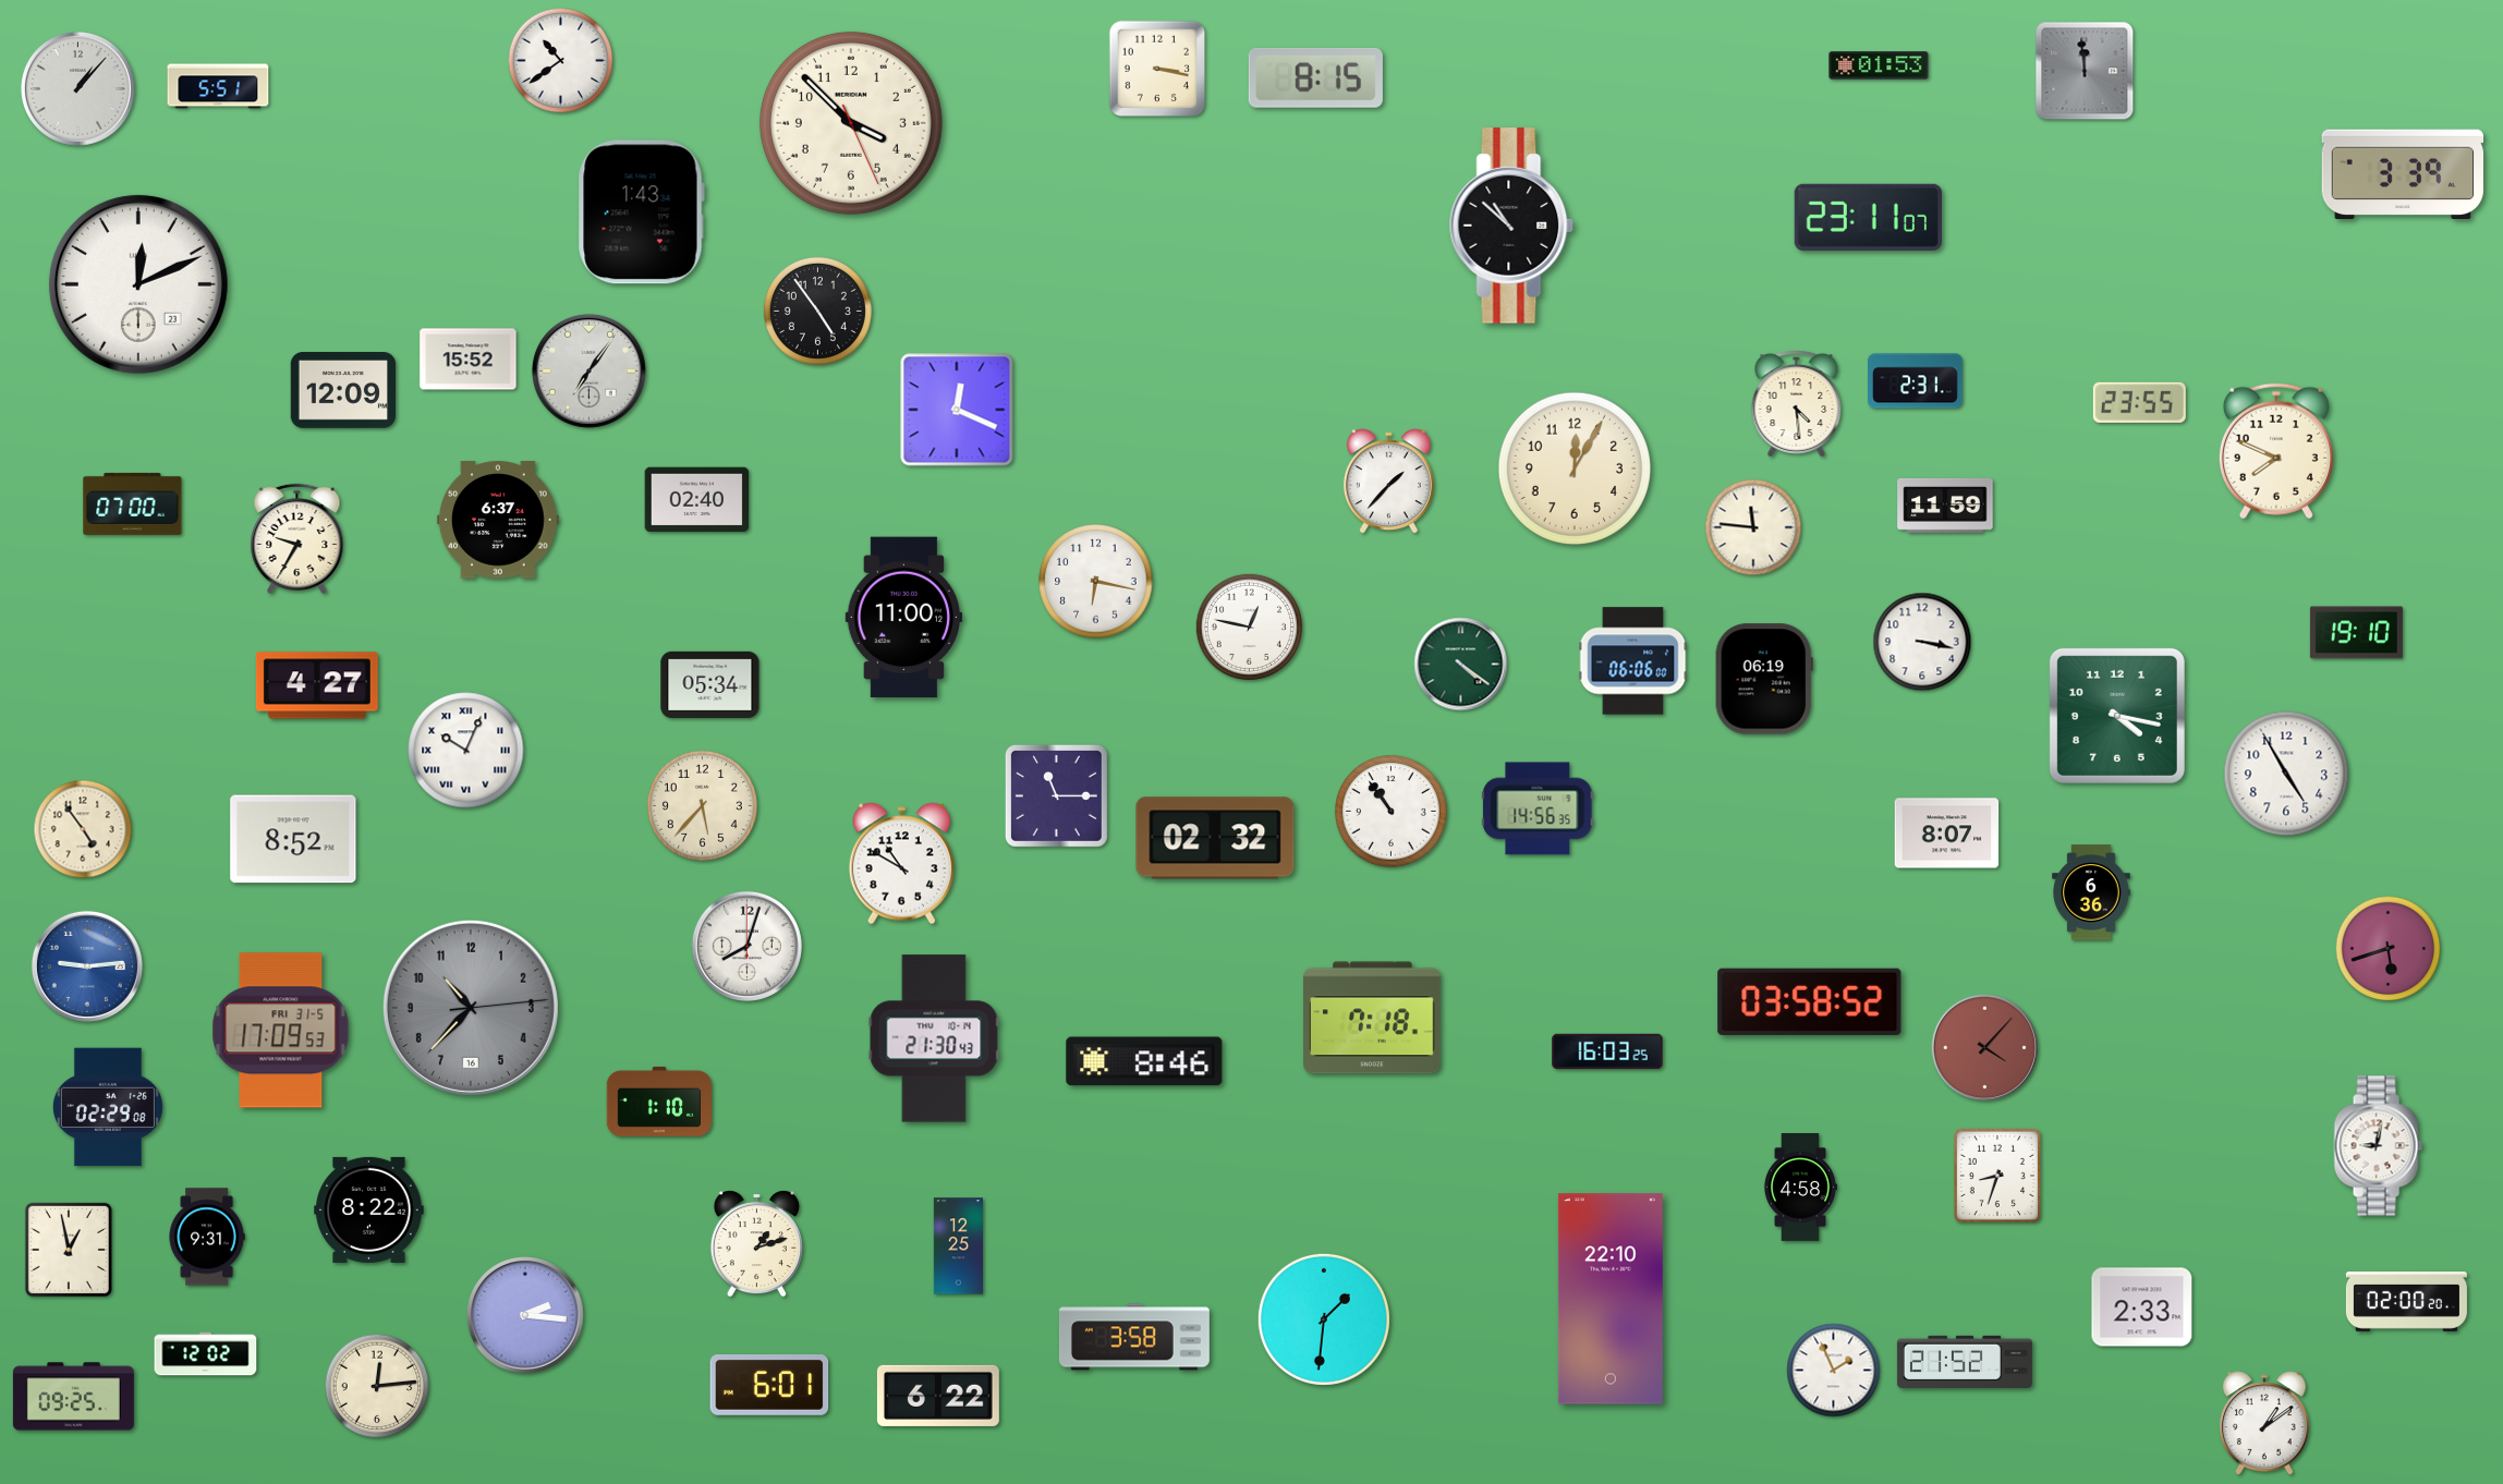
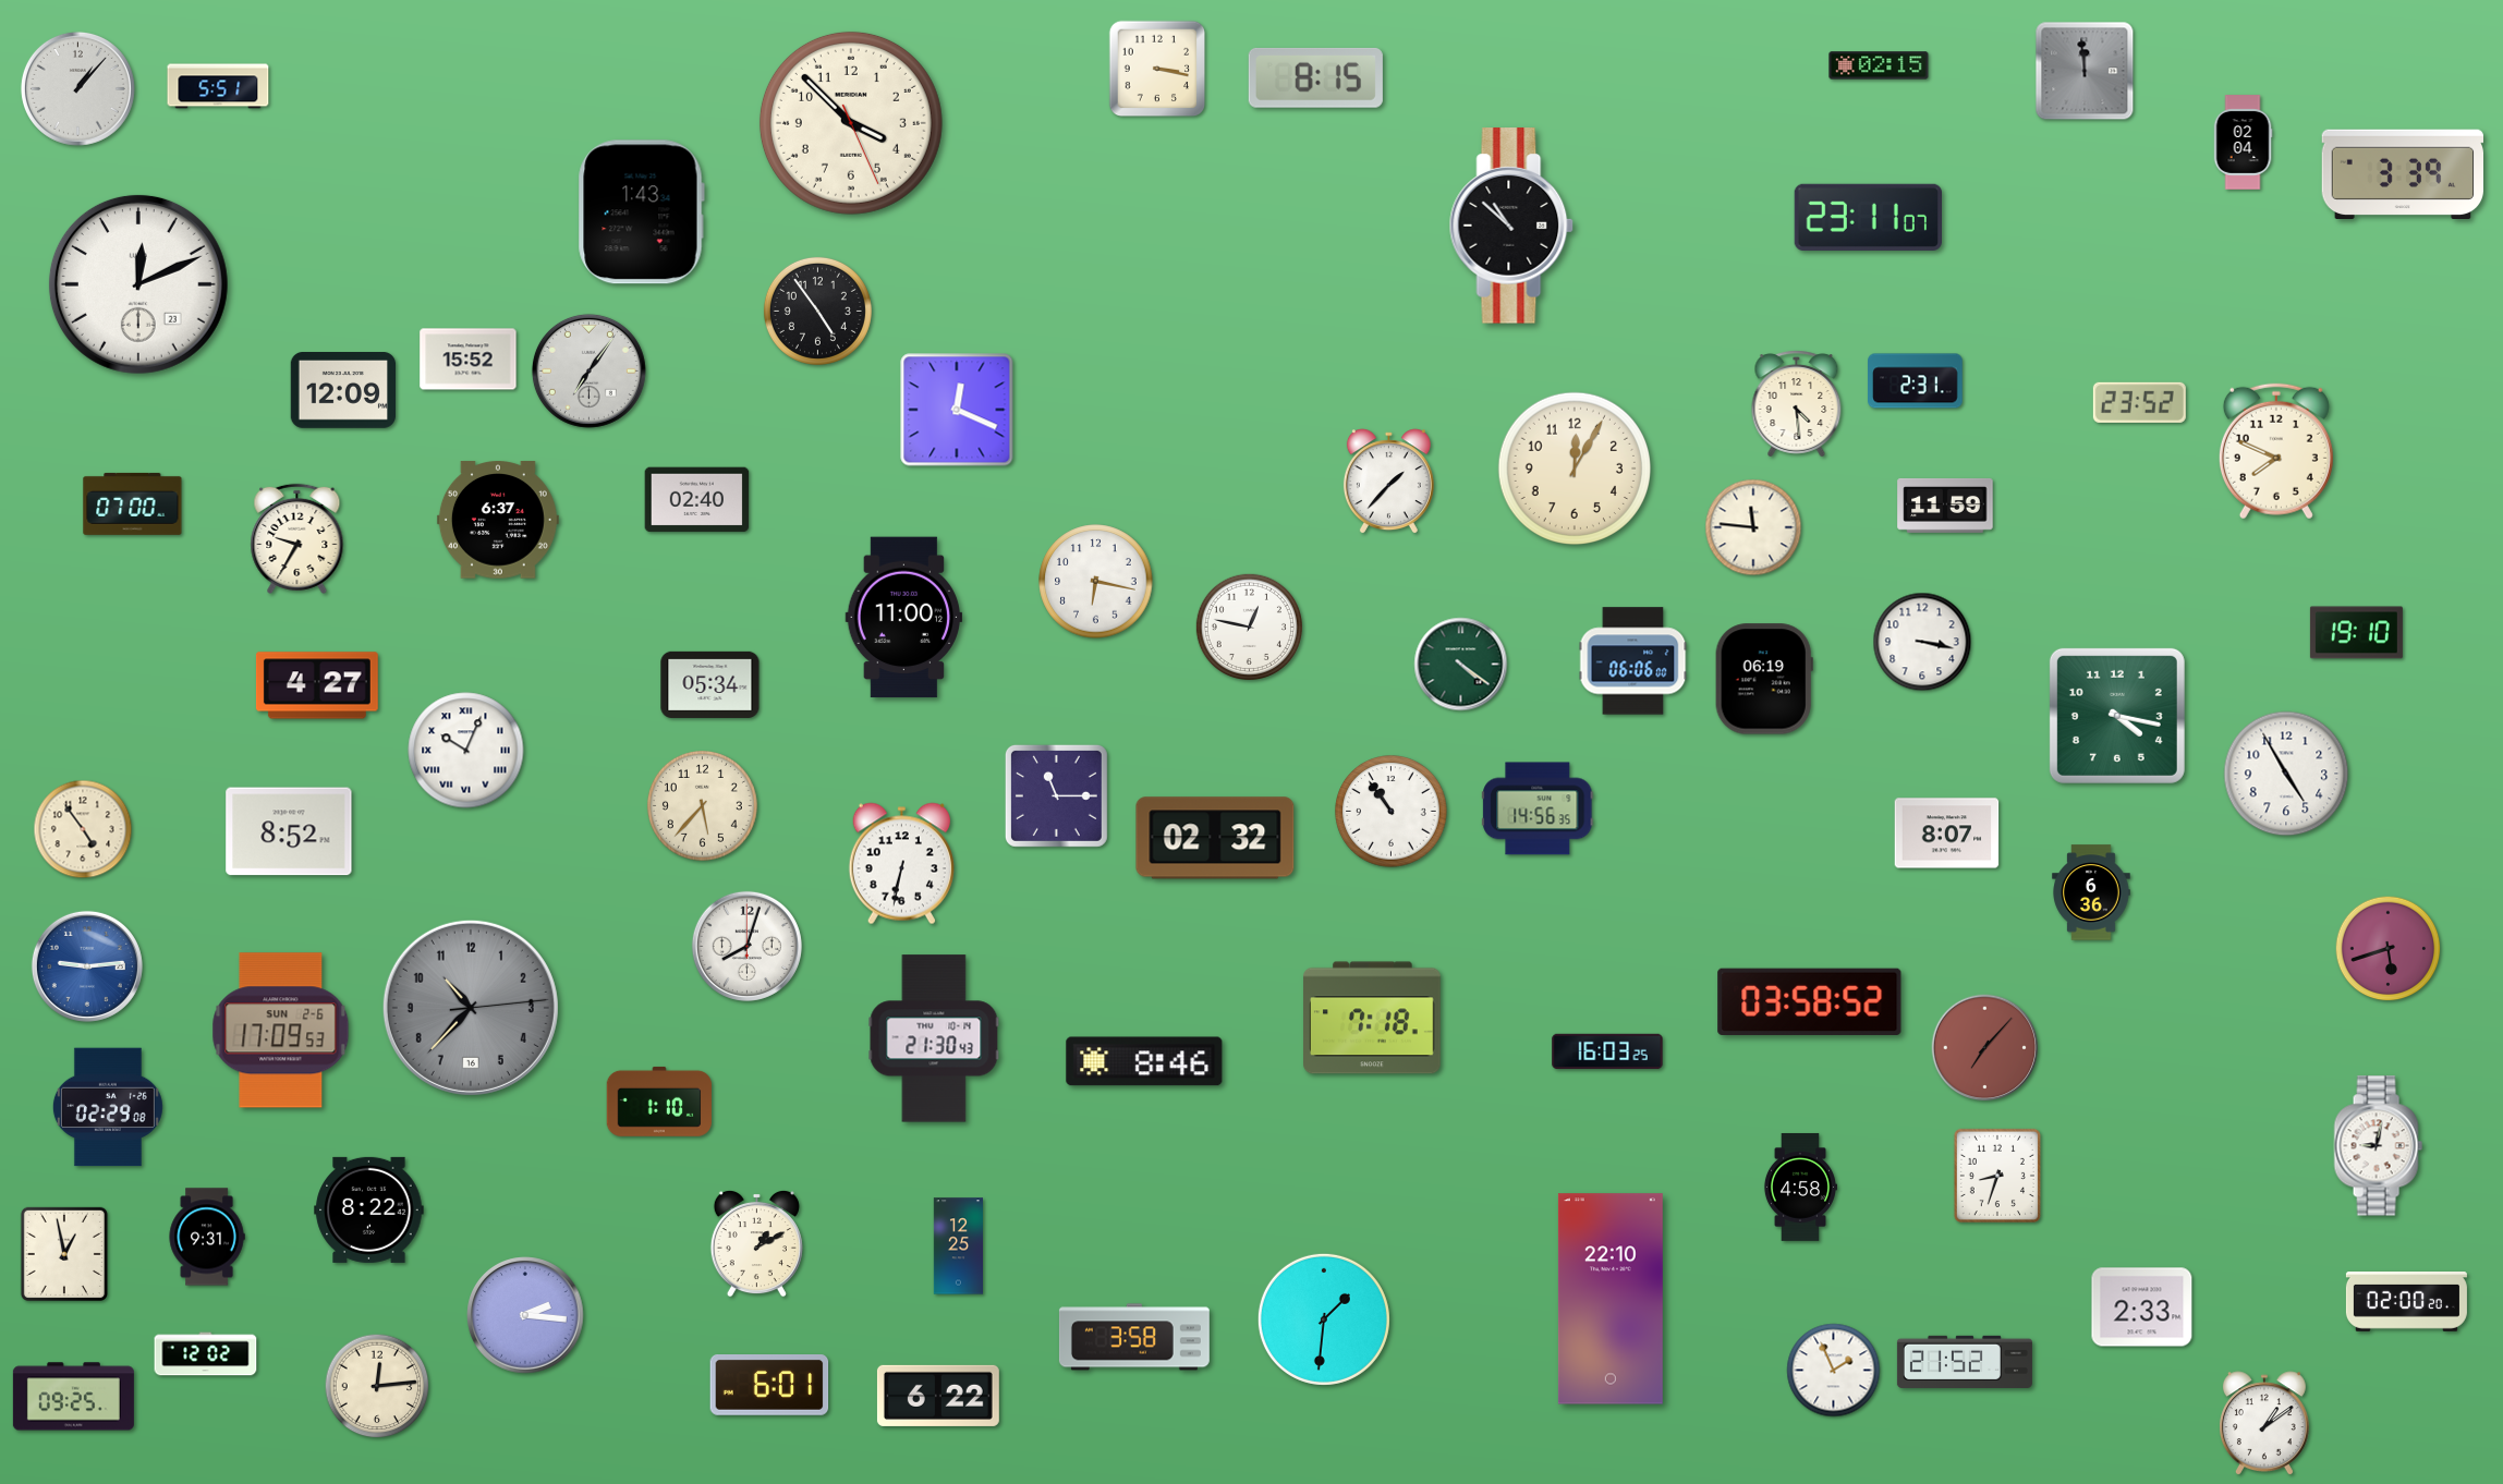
clock at (561, 61): 10:39 -> none
clock at (1879, 65): 01:53 -> 02:15
clock at (2243, 143): none -> 02:04
clock at (2139, 402): 23:55 -> 23:52
clock at (293, 839) position: (293, 839) -> (289, 831)
clock at (901, 864): 10:50 -> 6:32
clock at (281, 1031) date: FRI 31-5 -> SUN 2-6
clock at (1985, 1048): 4:07 -> 7:07
clock at (756, 1243): 1:12 -> 1:10
clock at (69, 1250) position: (69, 1250) -> (64, 1254)
